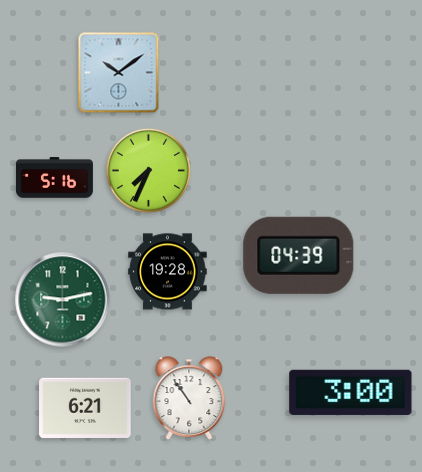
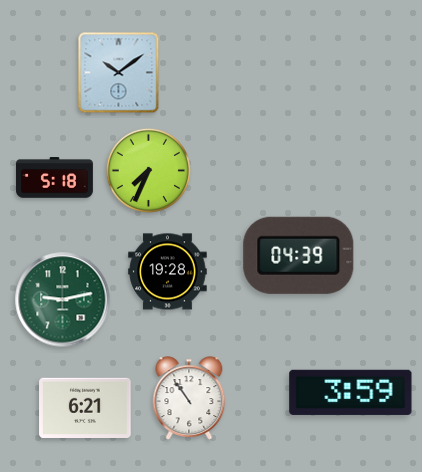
clock at (54, 178): 5:16 -> 5:18
clock at (351, 392): 3:00 -> 3:59
